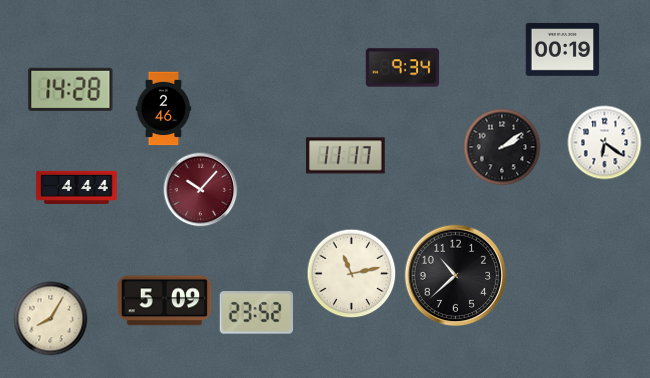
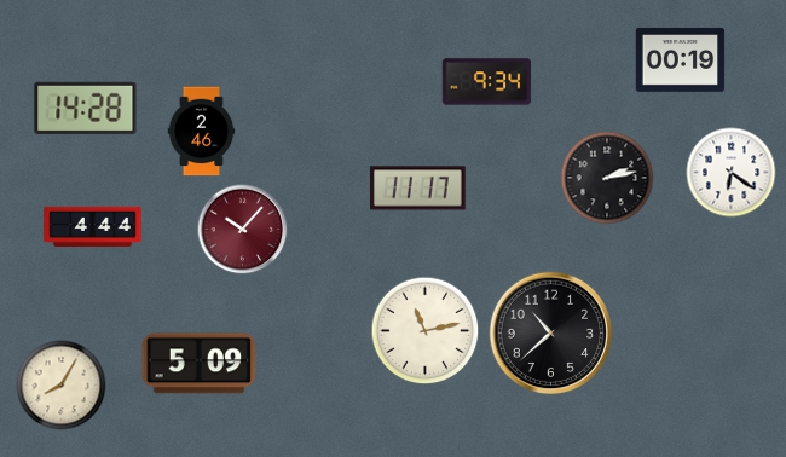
clock at (164, 109) position: (164, 109) -> (202, 132)
clock at (502, 147): 2:09 -> 2:13
clock at (256, 313): 23:52 -> none
